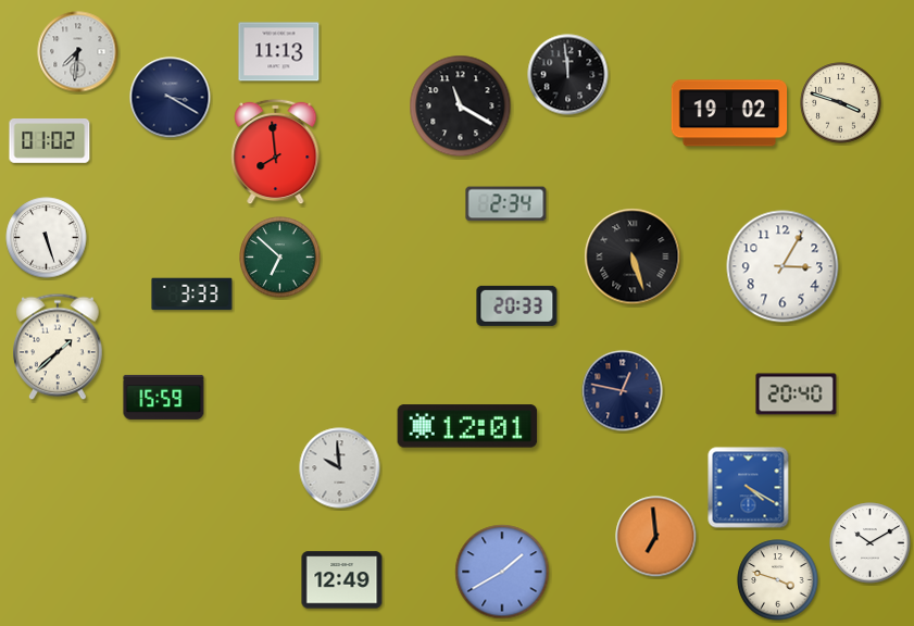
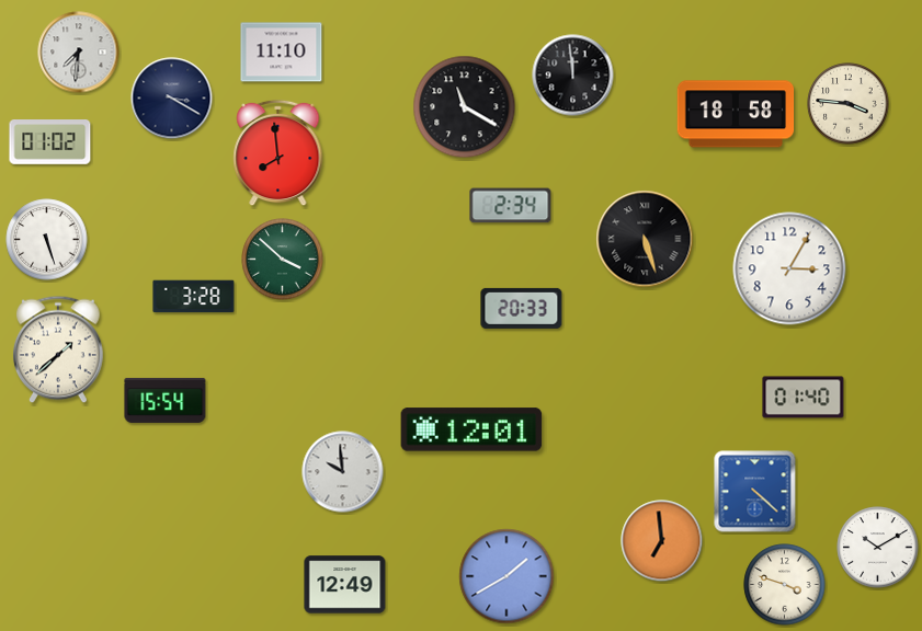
clock at (279, 52): 11:13 -> 11:10
clock at (841, 103): 3:48 -> 3:46
clock at (729, 113): 19:02 -> 18:58
clock at (633, 256) position: (633, 256) -> (645, 239)
clock at (280, 258): 6:52 -> 3:52
clock at (192, 295): 3:33 -> 3:28
clock at (623, 391): 12:47 -> none
clock at (797, 395): 20:40 -> 01:40
clock at (164, 397): 15:59 -> 15:54
clock at (749, 488): 4:20 -> 4:22
